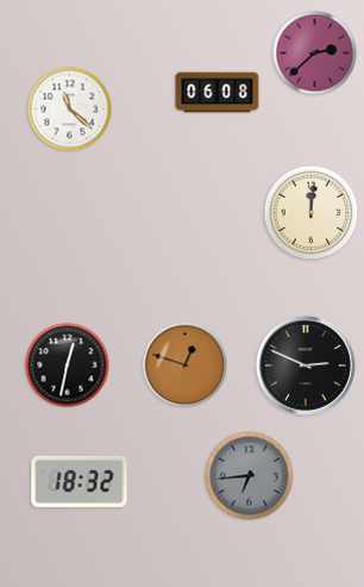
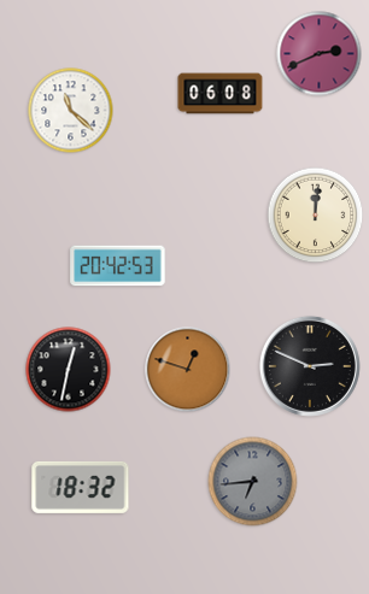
clock at (315, 54): 2:38 -> 2:41
clock at (118, 266): none -> 20:42
clock at (306, 366) position: (306, 366) -> (310, 366)
